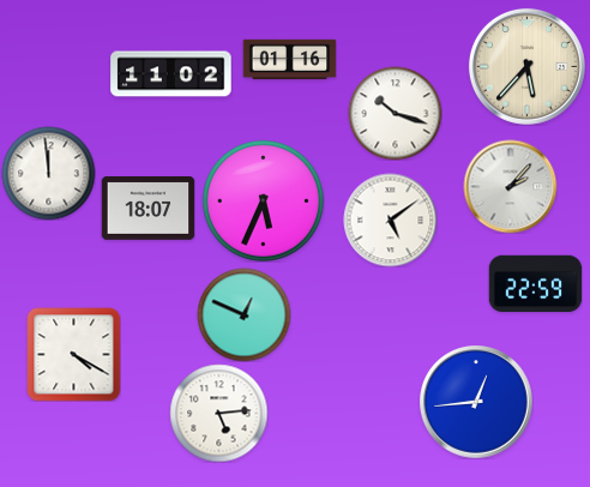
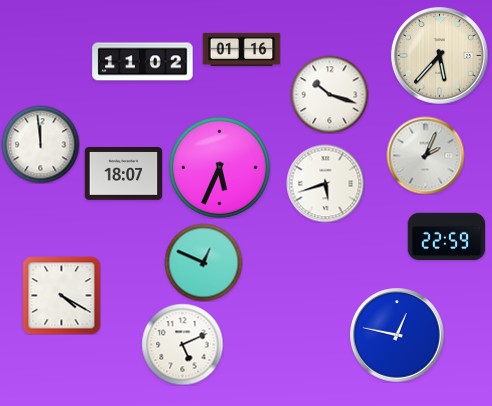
clock at (510, 186): 2:07 -> 2:04
clock at (390, 220): 5:09 -> 5:42
clock at (476, 402): 12:44 -> 12:47
clock at (218, 413): 5:14 -> 5:11
